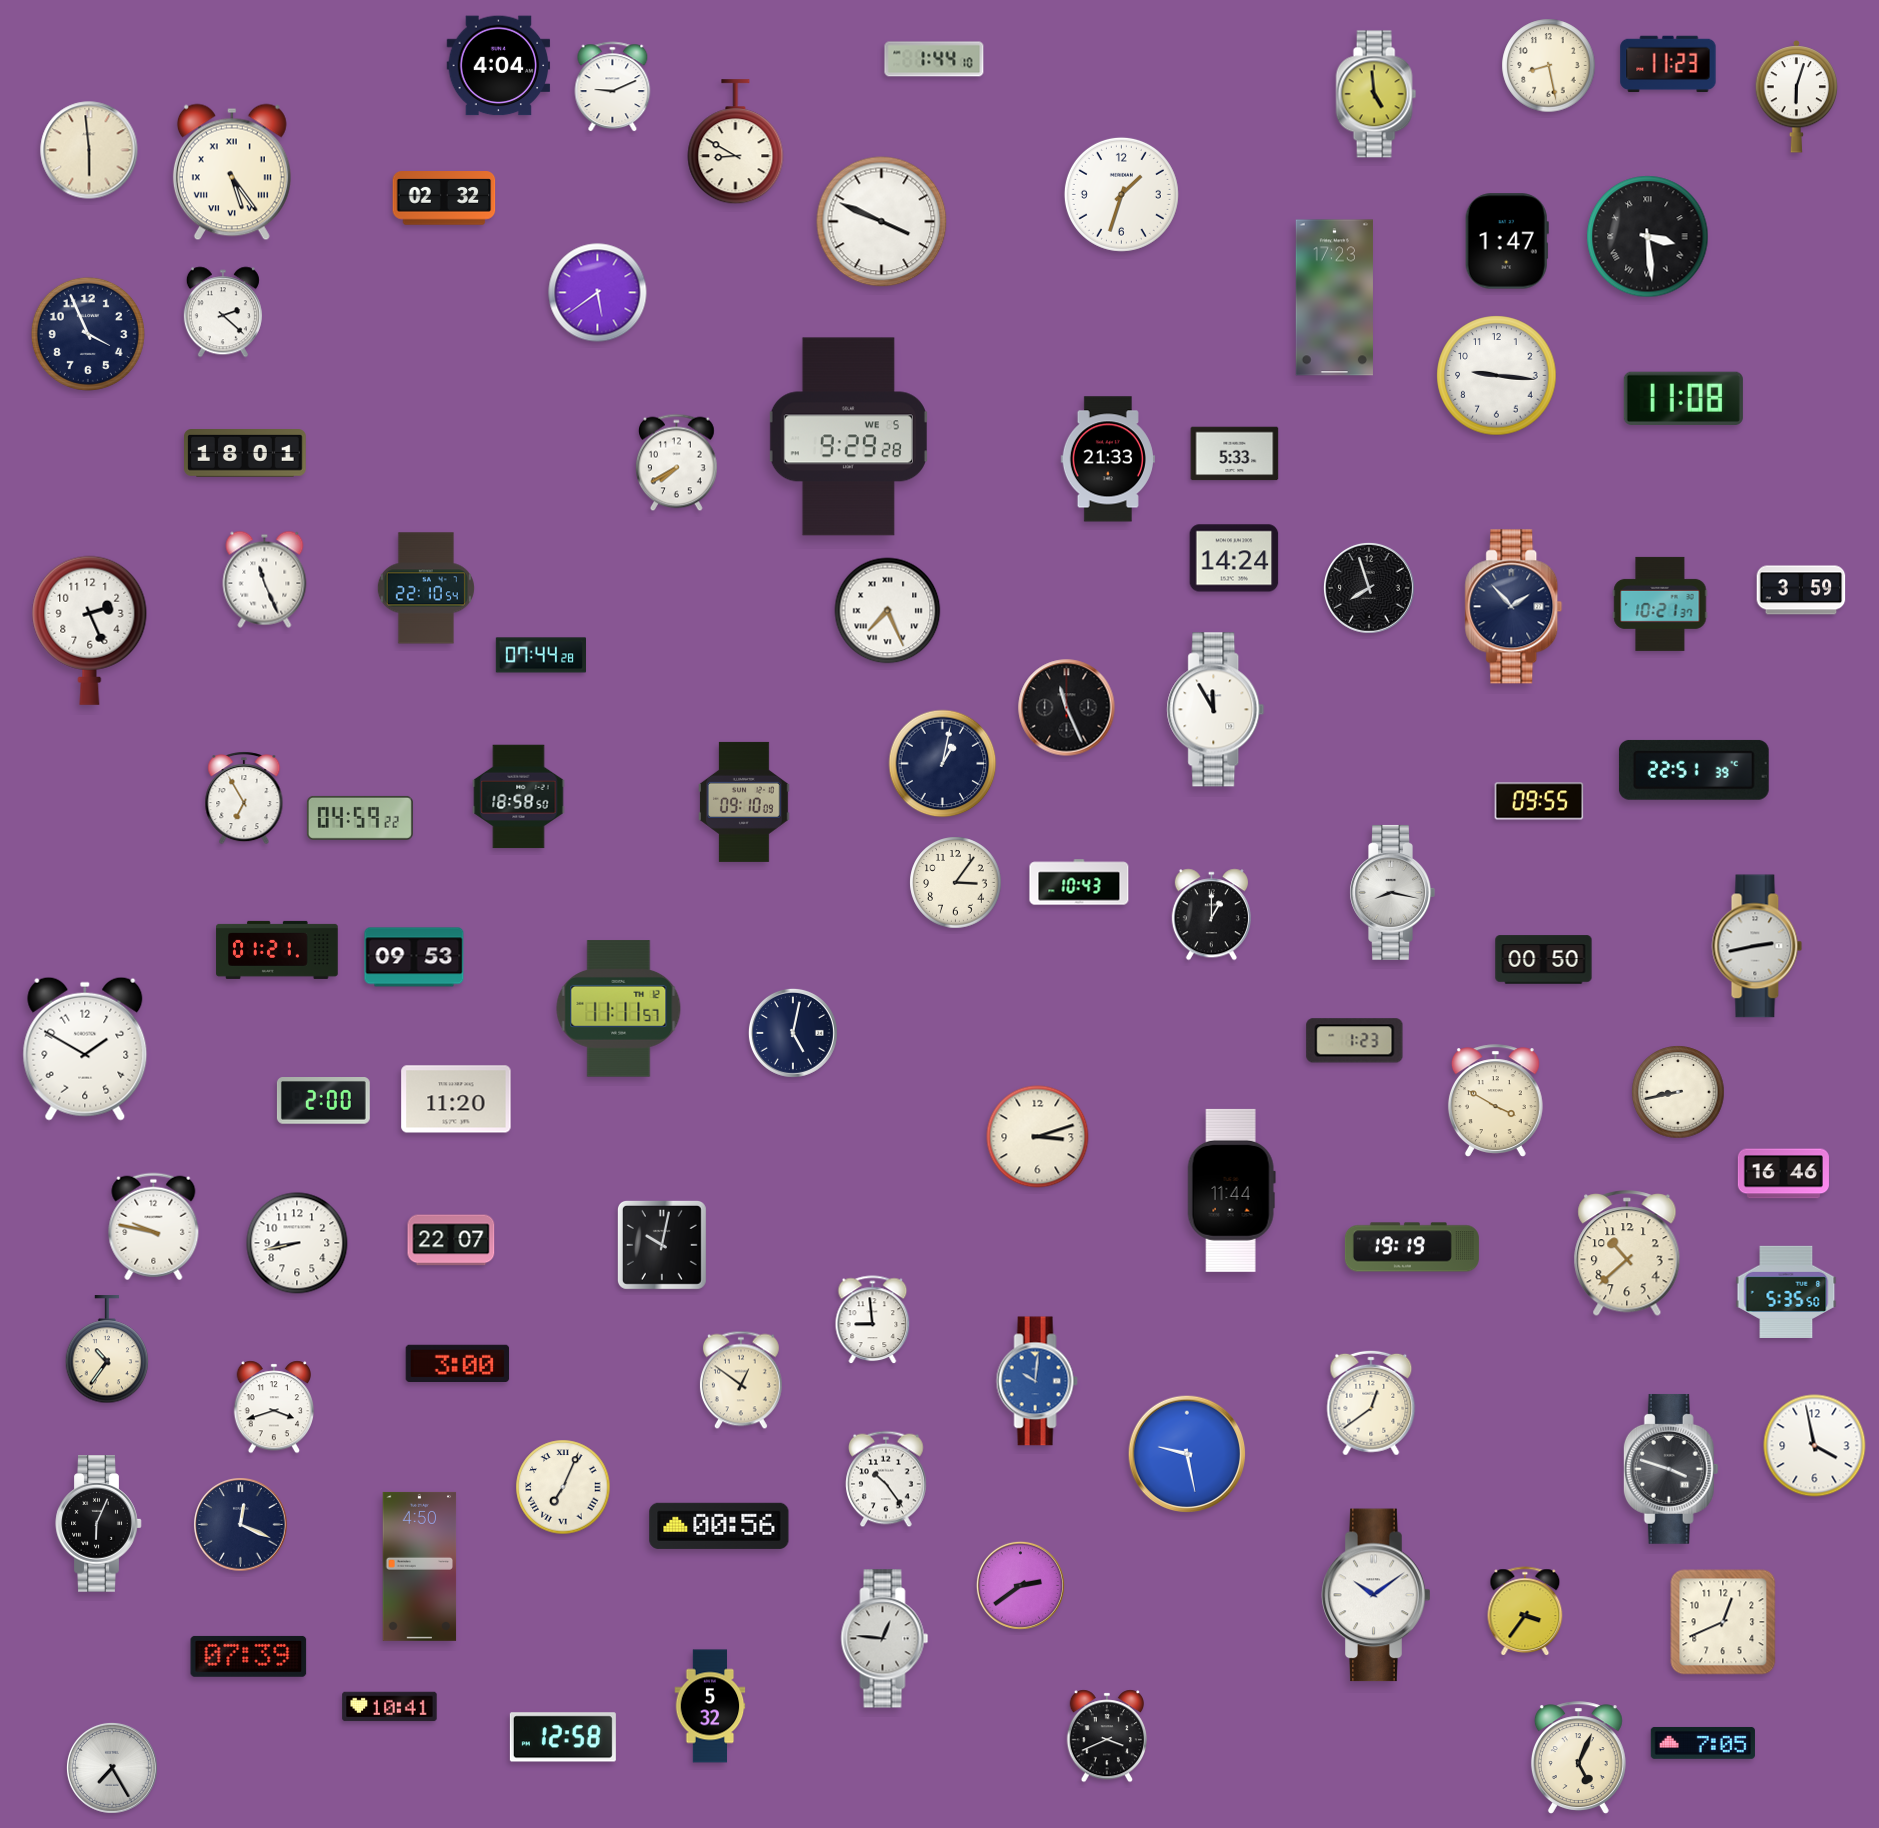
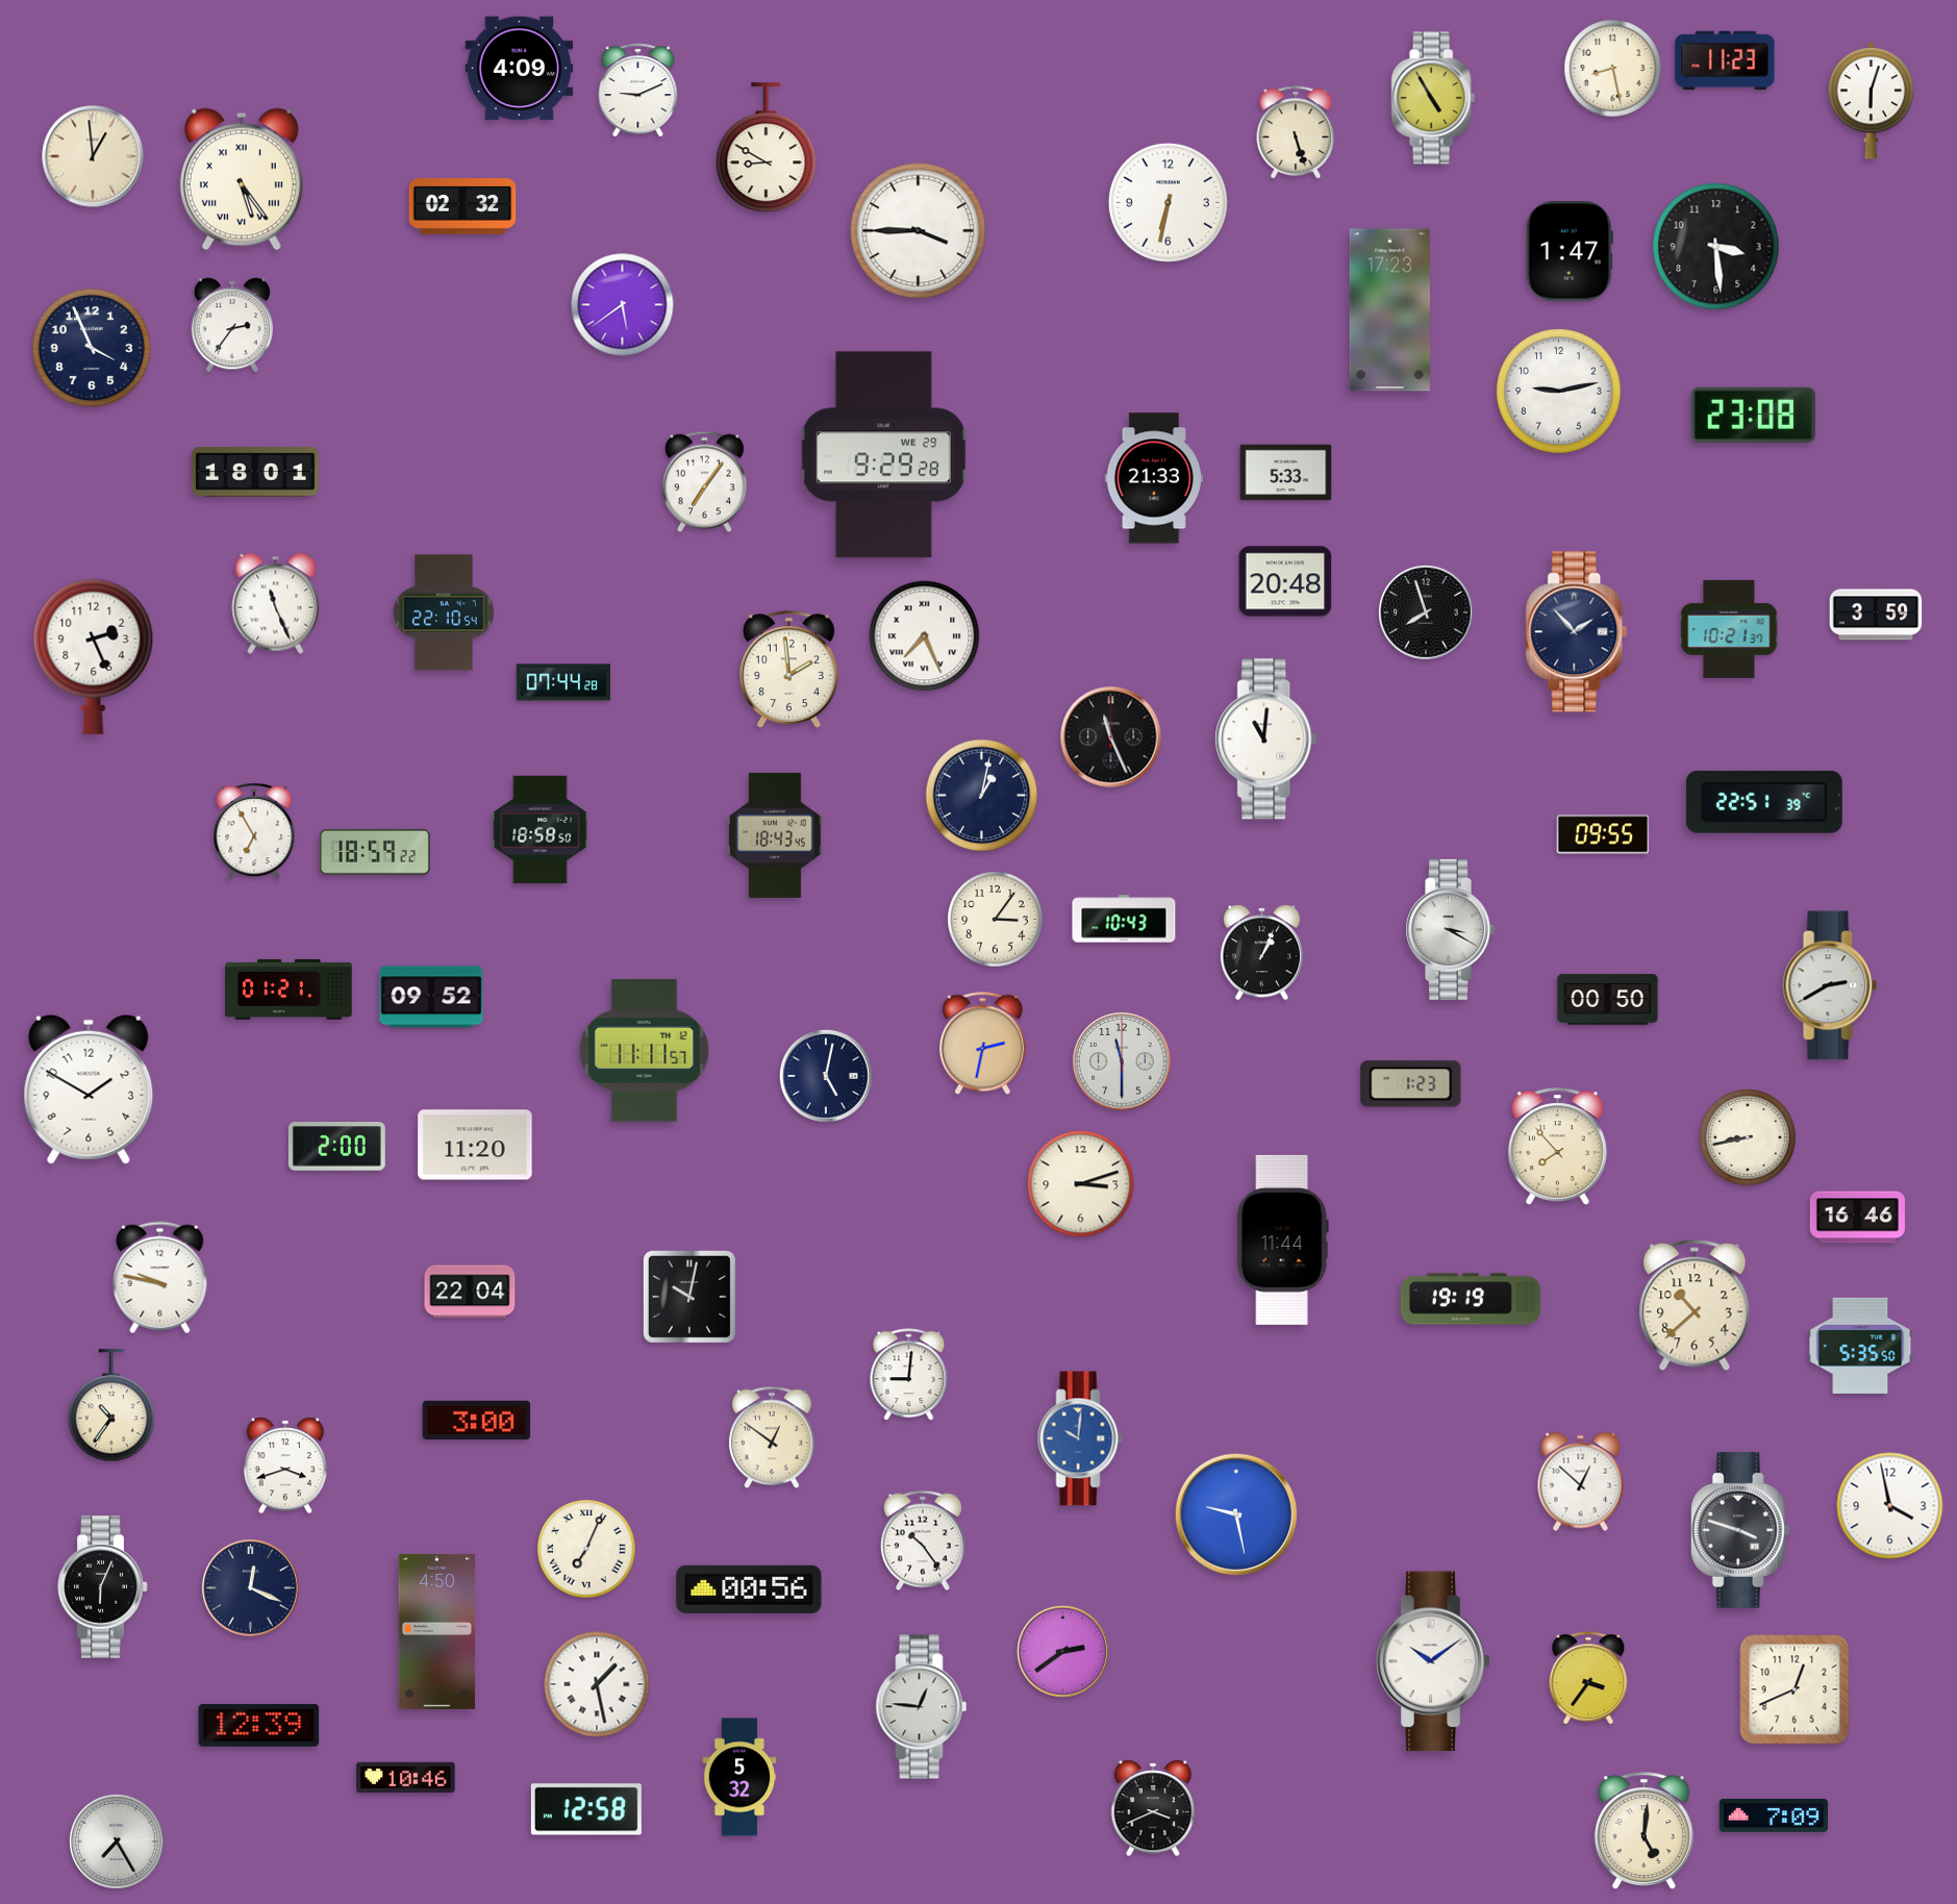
clock at (934, 59): 1:44 -> none
clock at (1668, 64) position: (1668, 64) -> (1725, 60)
clock at (499, 66): 4:04 -> 4:09
clock at (1376, 94): 4:59 -> 4:55
clock at (1296, 133): none -> 5:27
clock at (89, 150): 5:59 -> 12:59
clock at (1121, 194): 1:33 -> 6:32
clock at (882, 222): 3:49 -> 3:45
clock at (1648, 237) numerals: Roman -> Arabic
clock at (223, 312): 2:22 -> 2:36
clock at (1497, 376): 9:16 -> 9:13
clock at (1683, 398): 11:08 -> 23:08
clock at (848, 437) date: WE 5 -> WE 29
clock at (677, 463): 7:40 -> 7:06
clock at (1234, 558): 14:24 -> 20:48
clock at (788, 670): none -> 1:59
clock at (1216, 710): 11:55 -> 11:01
clock at (745, 802): 09:10 -> 18:43
clock at (360, 818): 04:59 -> 18:59
clock at (1392, 892): 8:17 -> 3:20
clock at (1211, 915): 1:00 -> 1:04
clock at (1757, 946): 2:43 -> 2:40
clock at (414, 957): 09:53 -> 09:52
clock at (982, 1044): none -> 2:32
clock at (1122, 1061): none -> 11:30
clock at (85, 1049) position: (85, 1049) -> (89, 1089)
clock at (1495, 1101): 3:50 -> 7:53
clock at (1783, 1174) position: (1783, 1174) -> (1857, 1218)
clock at (451, 1240): 22:07 -> 22:04
clock at (297, 1243): 8:43 -> none
clock at (873, 1319): 8:59 -> 9:01
clock at (1371, 1403): 12:39 -> none
clock at (1581, 1482): none -> 12:52
clock at (597, 1684): none -> 1:28
clock at (249, 1656): 07:39 -> 12:39
clock at (390, 1707): 10:41 -> 10:46
clock at (1702, 1743): 7:05 -> 7:09
clock at (1578, 1758): 5:04 -> 5:01
